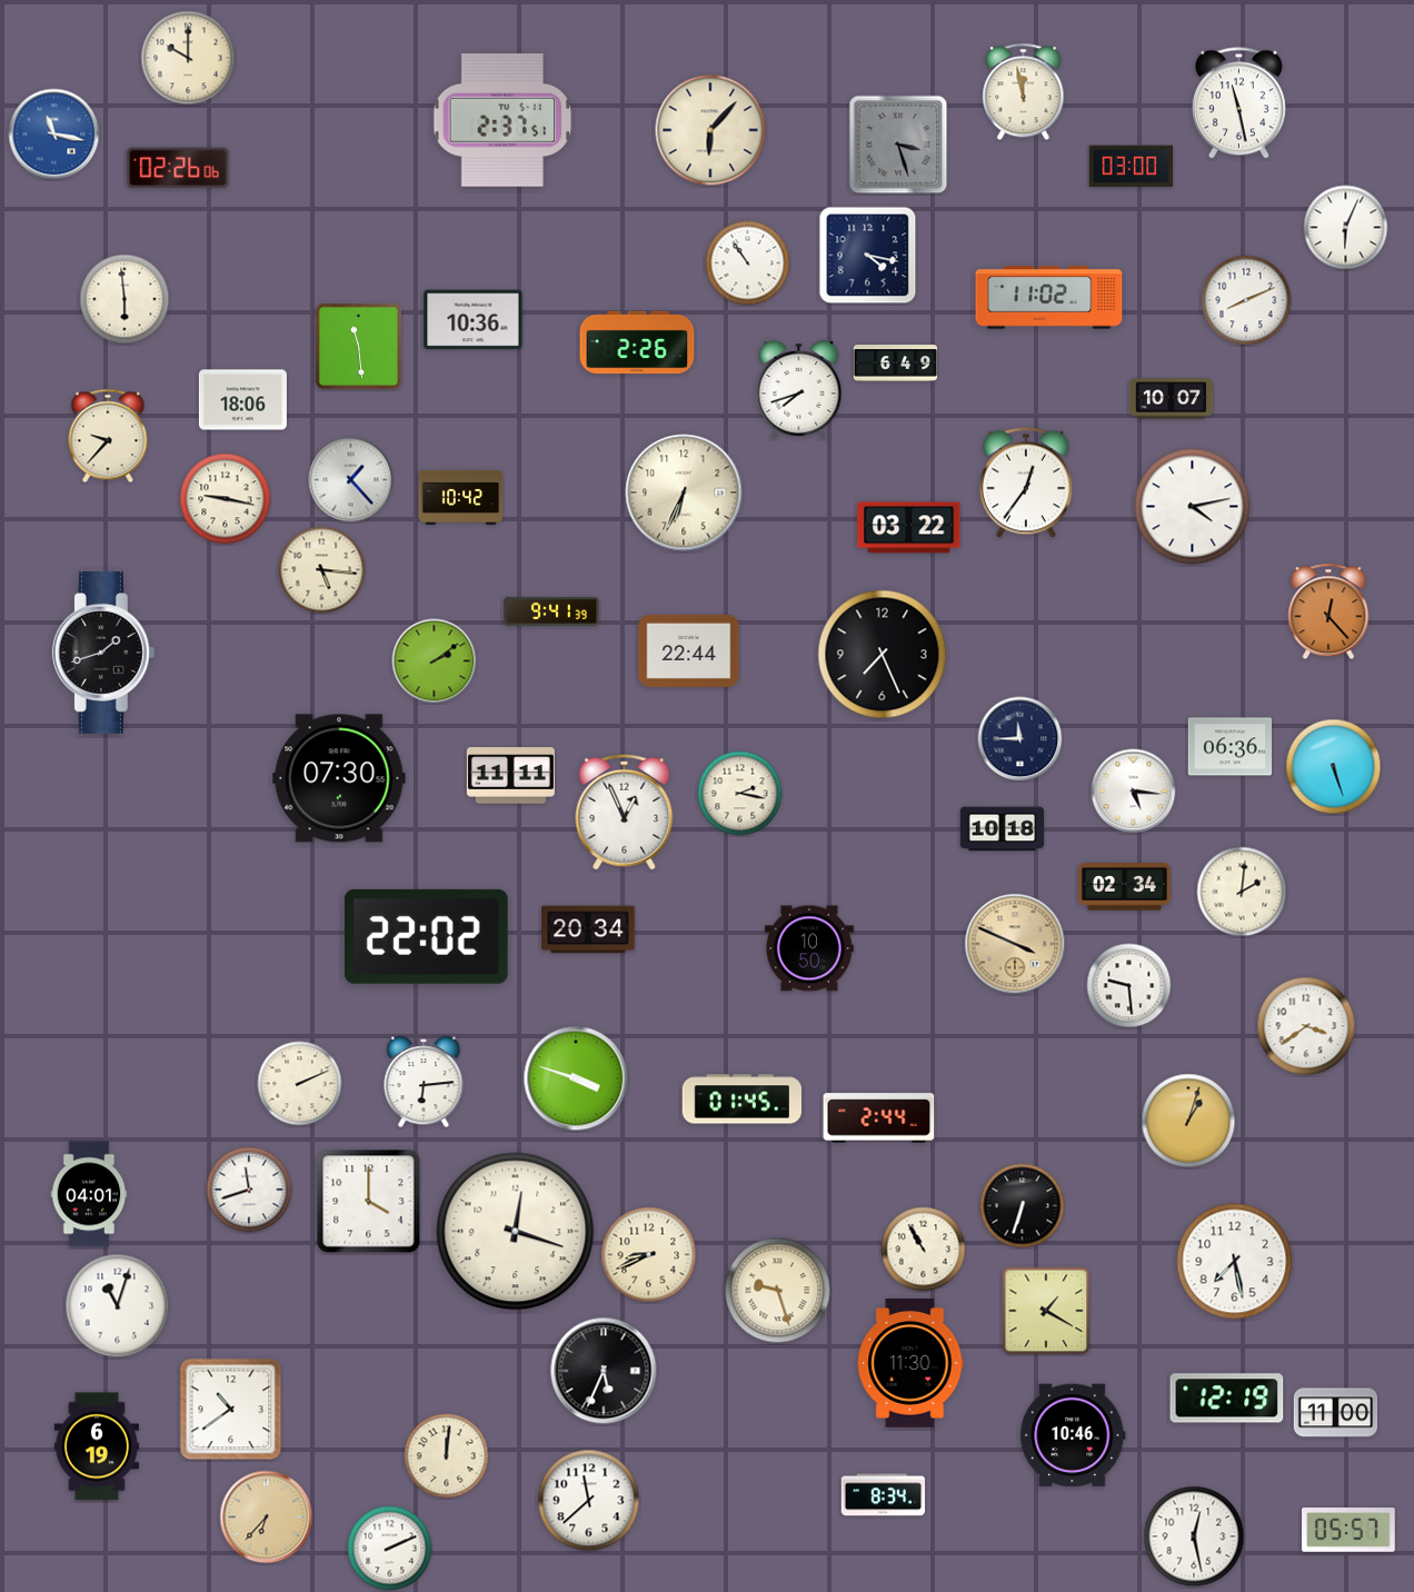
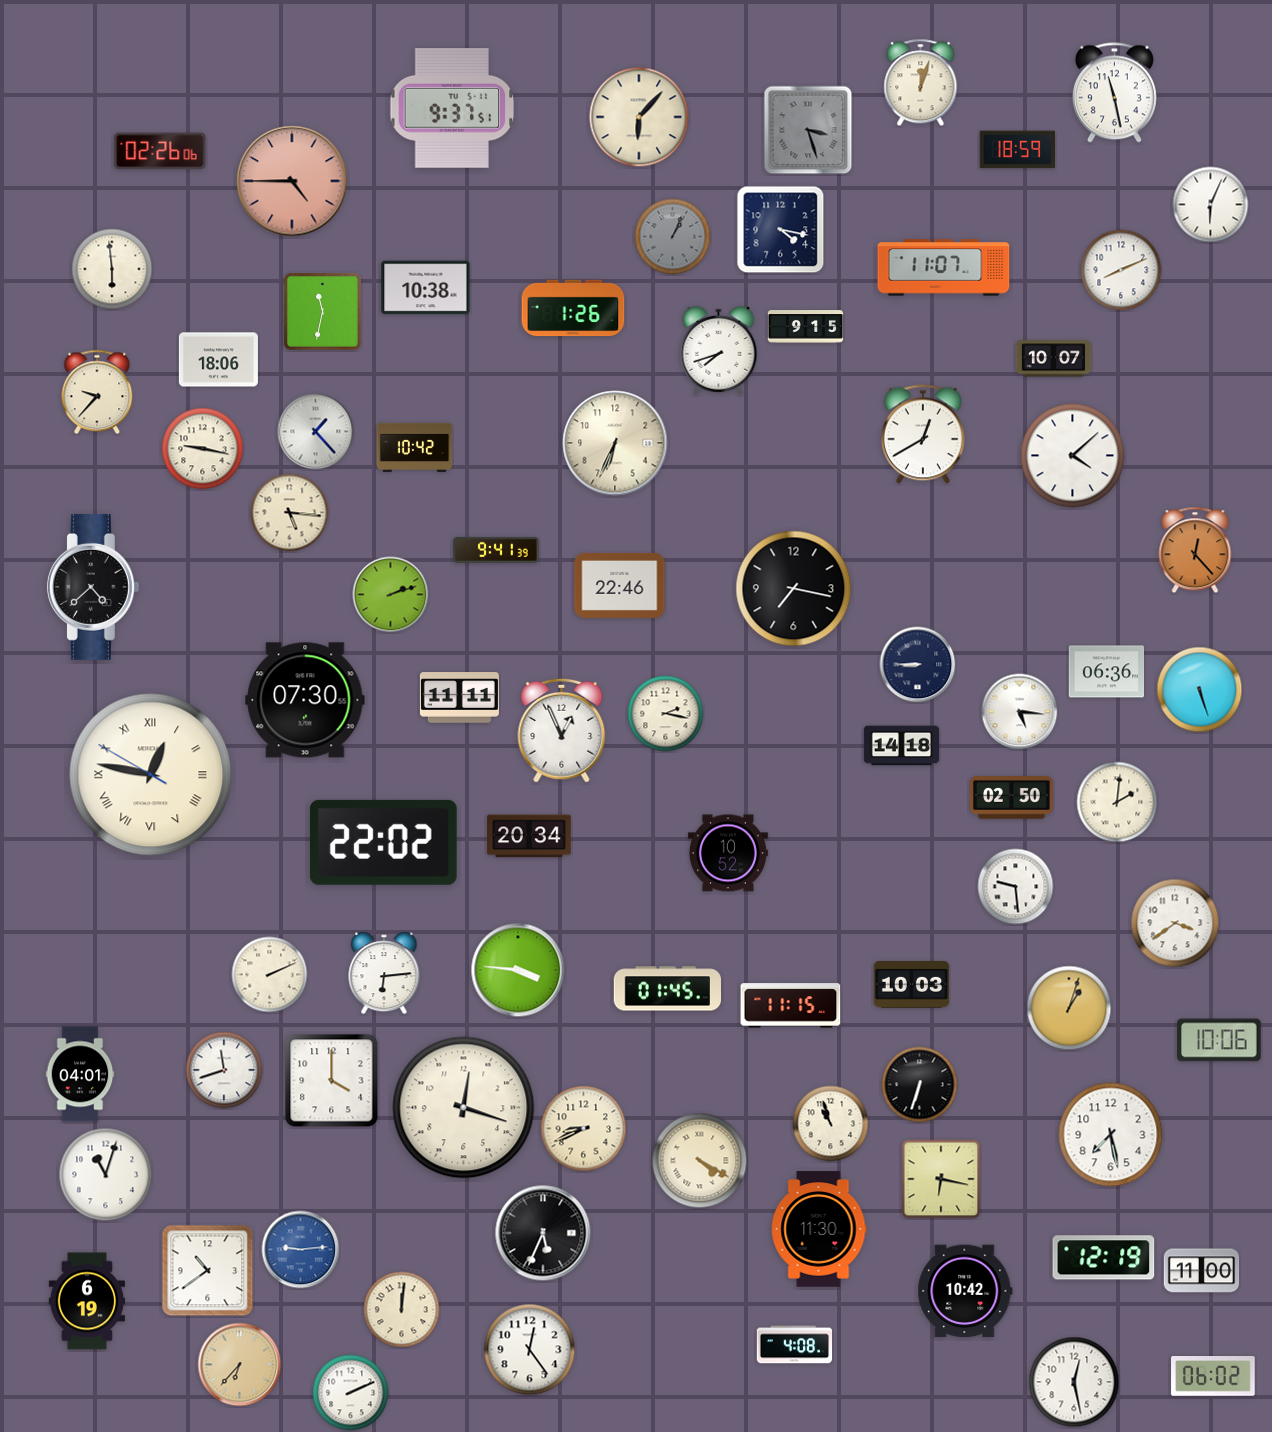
clock at (188, 58): 10:00 -> none
clock at (1024, 92): 11:58 -> 12:03
clock at (502, 121): 2:37 -> 9:37
clock at (54, 135): 11:17 -> none
clock at (1131, 167): 03:00 -> 18:59
clock at (292, 181): none -> 4:45
clock at (748, 263): 10:54 -> 1:04
clock at (748, 263) dial: white -> grey
clock at (1049, 298): 11:02 -> 11:07
clock at (474, 320): 10:36 -> 10:38
clock at (637, 342): 2:26 -> 1:26
clock at (358, 346): 11:29 -> 11:32
clock at (896, 364): 6:49 -> 9:15
clock at (1026, 482): 12:36 -> 12:40
clock at (1193, 507): 4:13 -> 4:08
clock at (909, 528): 03:22 -> none
clock at (689, 650): 22:44 -> 22:46
clock at (103, 653): 1:42 -> 4:38
clock at (883, 655): 7:26 -> 7:17
clock at (435, 661): 2:09 -> 2:12
clock at (1020, 739): 11:45 -> 8:45
clock at (1003, 829): 10:18 -> 14:18
clock at (151, 775): none -> 12:46
clock at (1125, 887): 02:34 -> 02:50
clock at (1015, 944): 3:49 -> none
clock at (809, 948): 10:50 -> 10:52
clock at (576, 1078): 3:48 -> 3:46
clock at (424, 1082) position: (424, 1082) -> (384, 973)
clock at (912, 984): none -> 10:03
clock at (879, 1118): 2:44 -> 11:15
clock at (1219, 1040): none -> 10:06
clock at (924, 1250): 10:55 -> 10:57
clock at (778, 1291): 9:27 -> 4:20
clock at (1046, 1311): 1:20 -> 6:17
clock at (910, 1363) position: (910, 1363) -> (819, 1229)
clock at (301, 1250): none -> 9:14
clock at (231, 1410) position: (231, 1410) -> (208, 1271)
clock at (1073, 1435): 10:46 -> 10:42
clock at (884, 1495): 8:34 -> 4:08
clock at (589, 1501): 11:38 -> 12:24
clock at (1348, 1530): 05:57 -> 06:02
